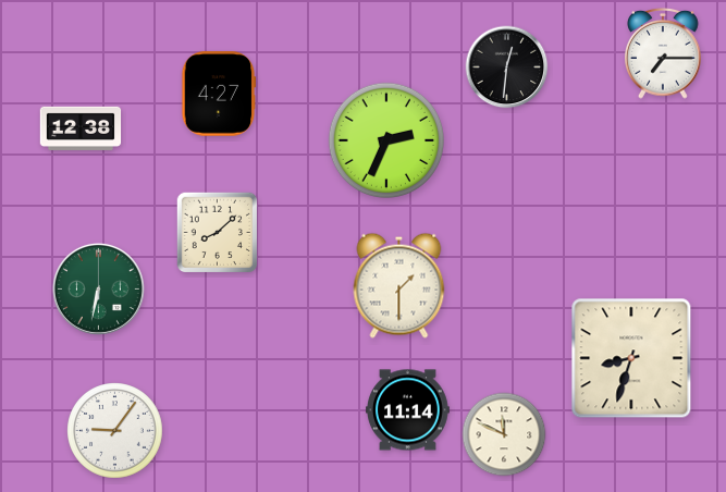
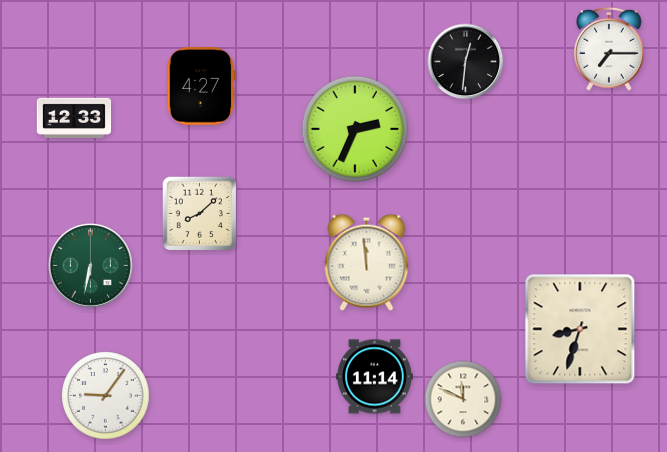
clock at (81, 128): 12:38 -> 12:33
clock at (399, 285): 1:30 -> 11:59
